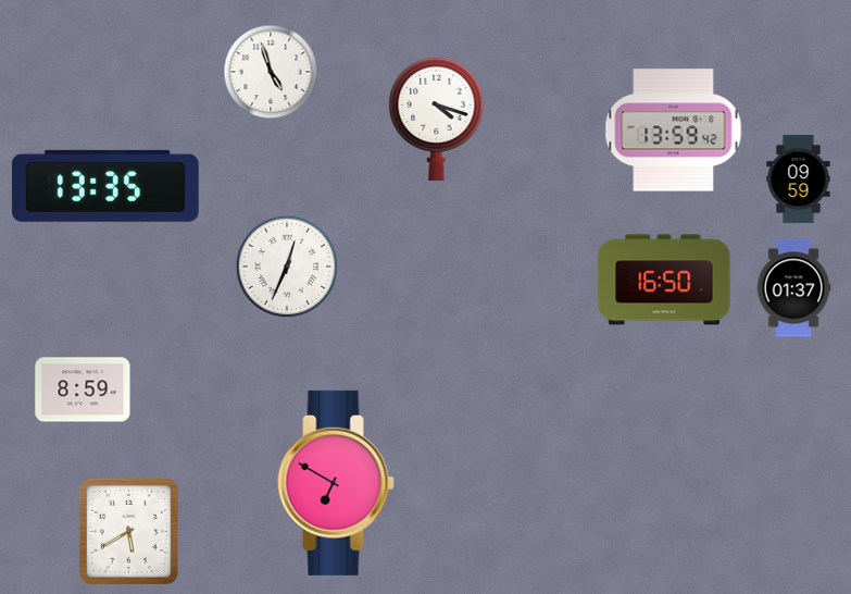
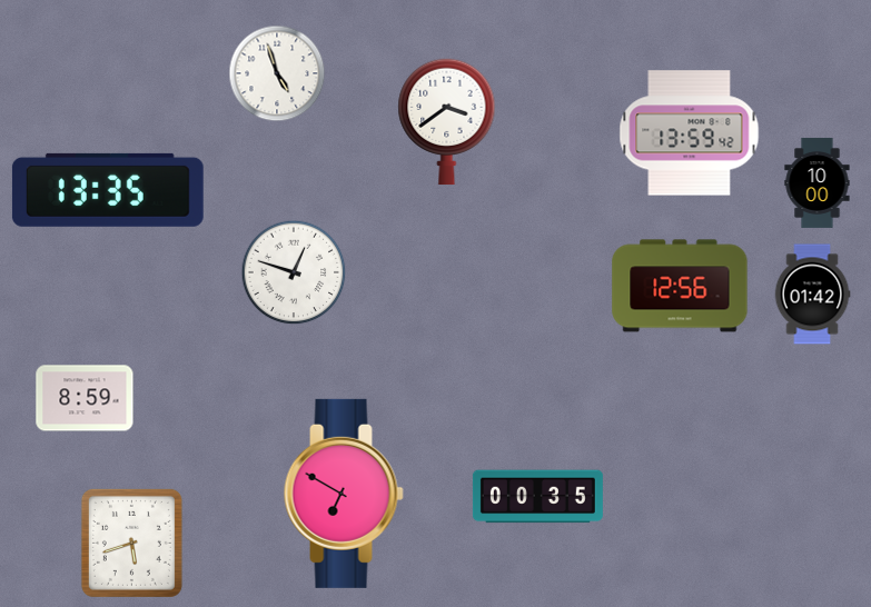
clock at (437, 120): 4:18 -> 3:39
clock at (799, 178): 09:59 -> 10:00
clock at (287, 267): 12:34 -> 12:48
clock at (664, 280): 16:50 -> 12:56
clock at (793, 288): 01:37 -> 01:42
clock at (537, 497): none -> 00:35
clock at (128, 531): 5:40 -> 5:42
